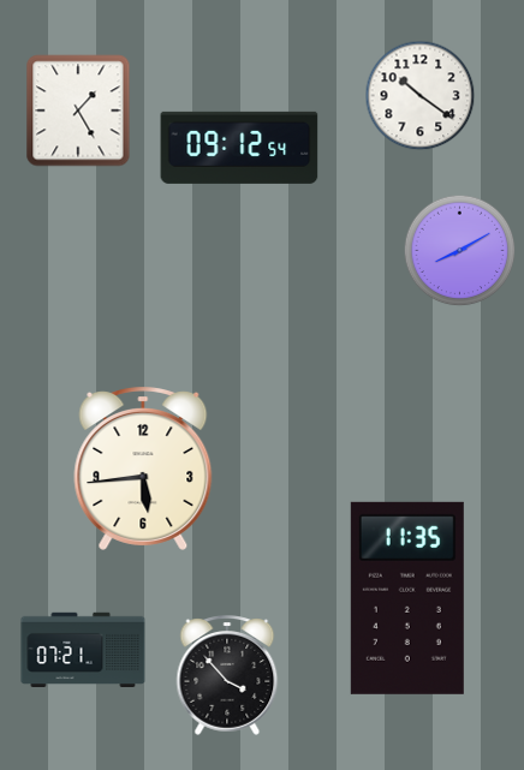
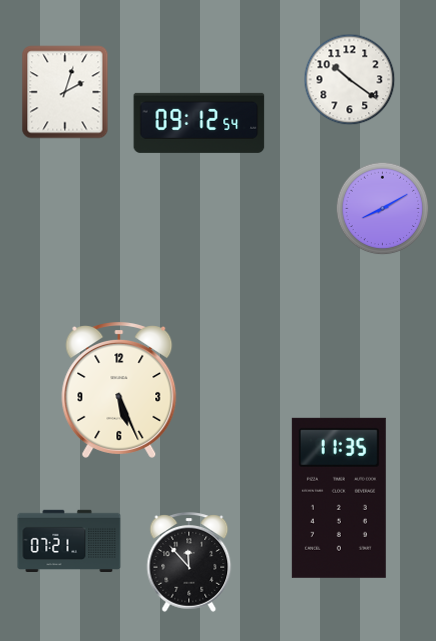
clock at (78, 111): 1:25 -> 2:03
clock at (143, 468): 5:44 -> 5:26
clock at (227, 675): 3:53 -> 11:53
